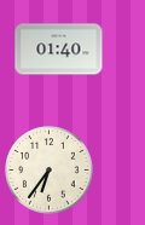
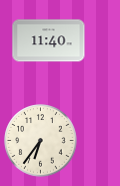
clock at (59, 50): 01:40 -> 11:40
